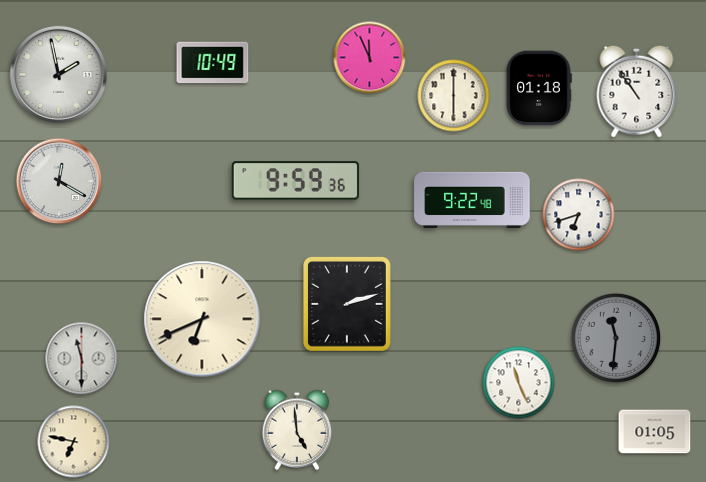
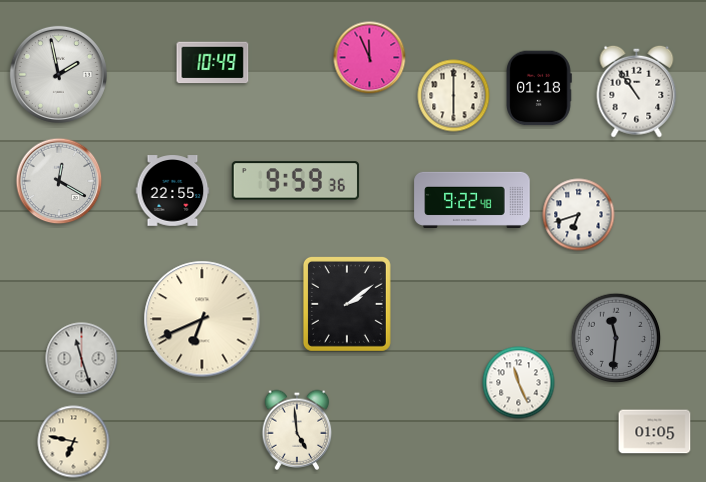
clock at (173, 191): none -> 22:55
clock at (347, 304): 2:12 -> 2:09
clock at (82, 359): 11:30 -> 11:27
